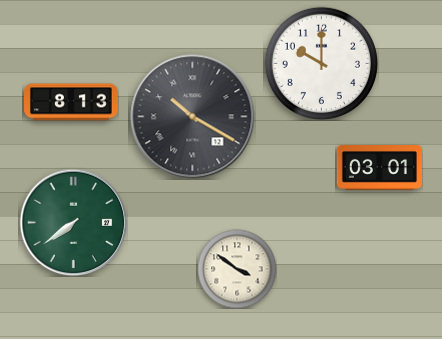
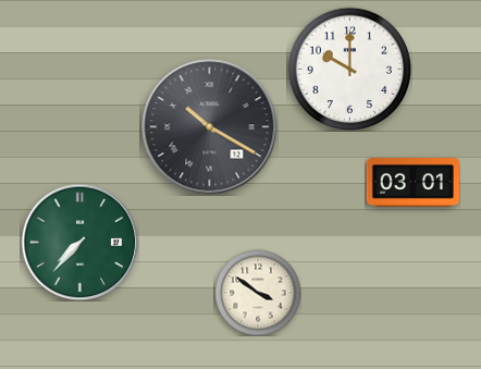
clock at (72, 102): 8:13 -> none
clock at (73, 222): 7:39 -> 7:37
